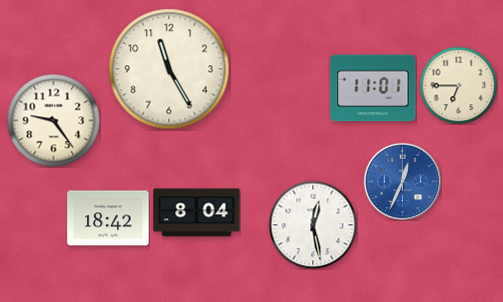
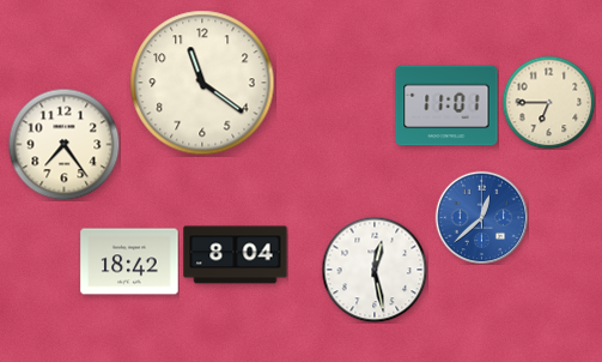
clock at (169, 69): 11:25 -> 11:21
clock at (53, 120): 9:24 -> 7:24
clock at (402, 181): 12:34 -> 12:38
